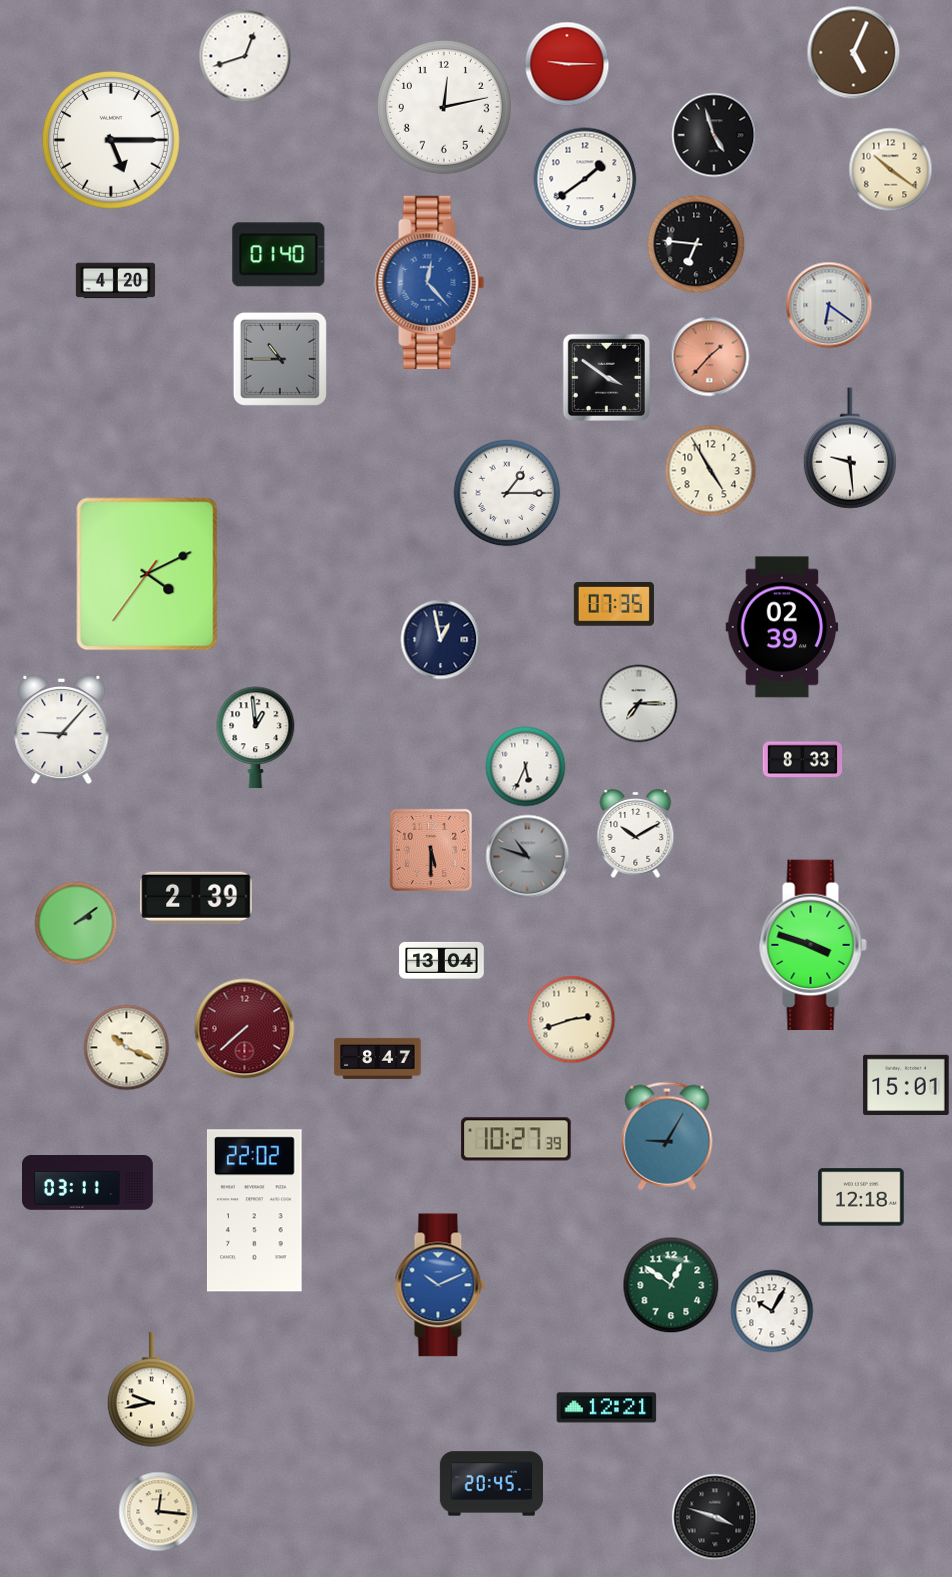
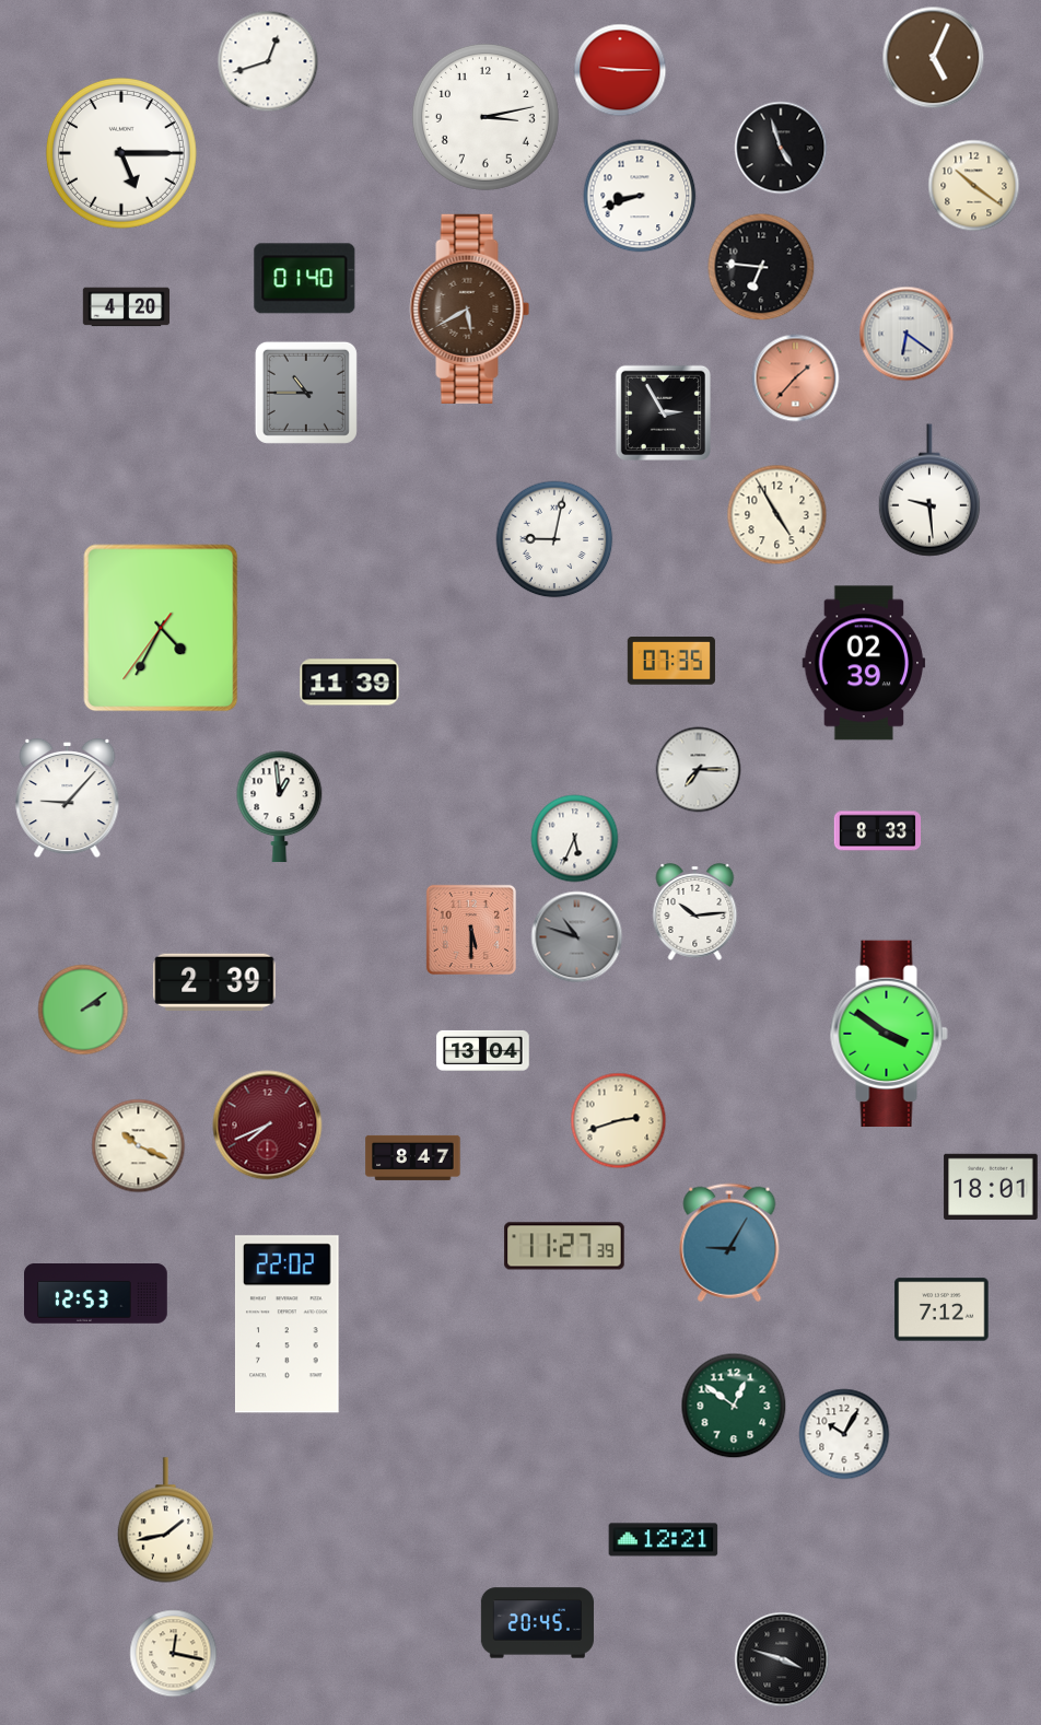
clock at (444, 107): 12:13 -> 3:13
clock at (585, 179): 1:39 -> 8:42
clock at (430, 282): 12:23 -> 5:40
clock at (430, 282) dial: blue -> brown
clock at (710, 357) position: (710, 357) -> (796, 378)
clock at (606, 377): 3:51 -> 2:55
clock at (507, 493): 1:15 -> 9:02
clock at (147, 574): 4:10 -> 4:34
clock at (350, 683): none -> 11:39
clock at (782, 627) position: (782, 627) -> (864, 663)
clock at (441, 640): 12:58 -> none
clock at (636, 833): 10:10 -> 10:14
clock at (813, 945): 3:48 -> 3:51
clock at (572, 1020) position: (572, 1020) -> (619, 1121)
clock at (245, 1029): 7:38 -> 7:41
clock at (906, 1084): 15:01 -> 18:01
clock at (516, 1139): 10:27 -> 11:27
clock at (88, 1183): 03:11 -> 12:53
clock at (861, 1197): 12:18 -> 7:12
clock at (254, 1211) position: (254, 1211) -> (286, 1325)
clock at (440, 1285): 10:11 -> none
clock at (151, 1390): 9:43 -> 1:43
clock at (159, 1512): 12:16 -> 12:17
